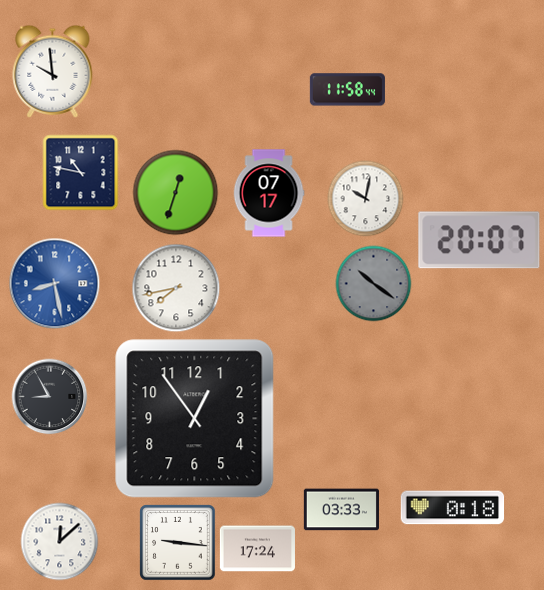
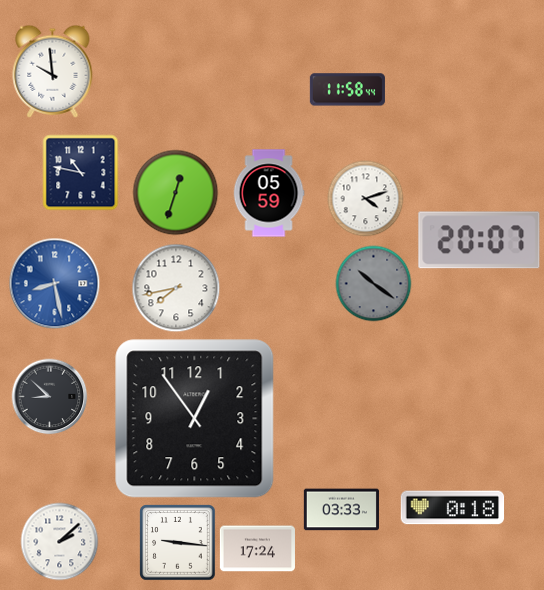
clock at (269, 193): 07:17 -> 05:59
clock at (366, 199): 10:02 -> 4:12
clock at (50, 397): 8:55 -> 8:52
clock at (60, 542): 12:08 -> 2:08
